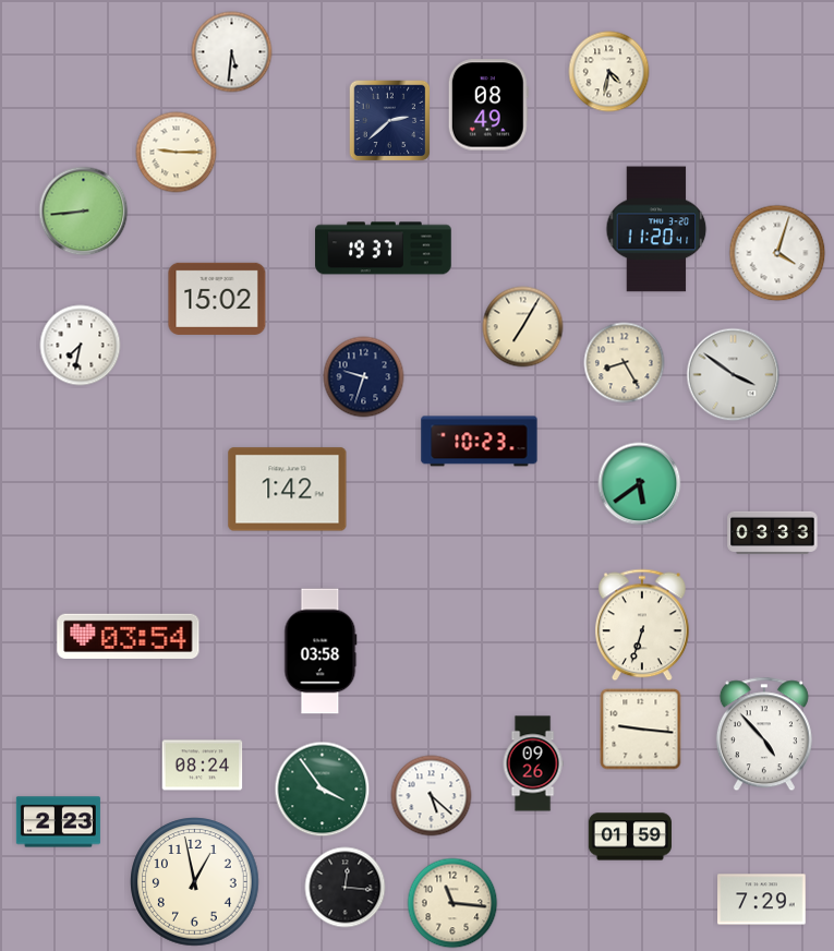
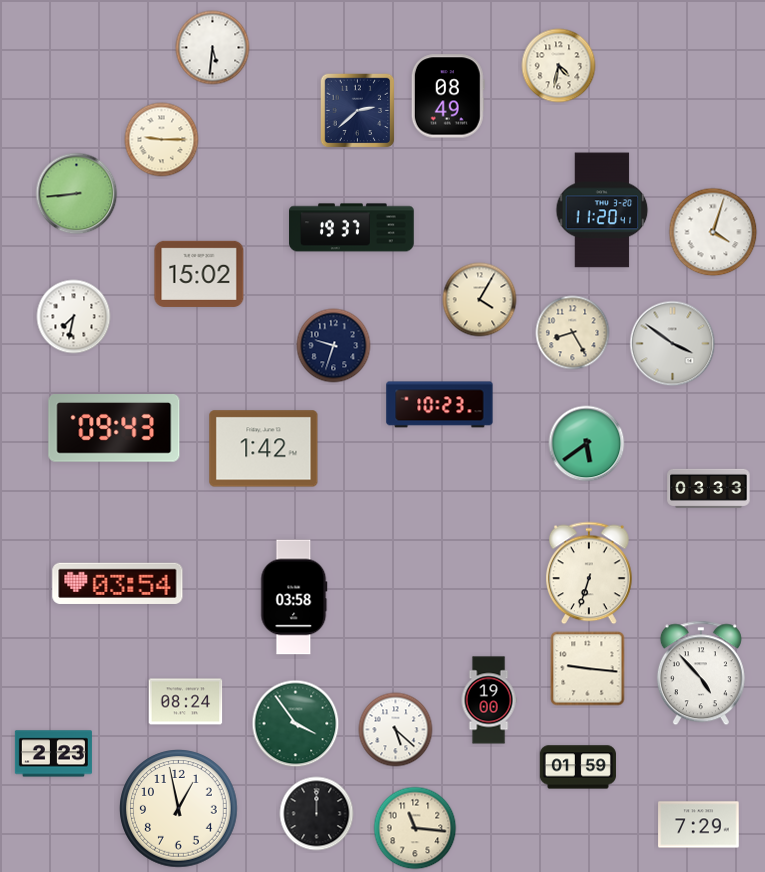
clock at (523, 327): 7:05 -> 4:05
clock at (114, 428): none -> 09:43
clock at (533, 763): 09:26 -> 19:00
clock at (346, 888): 12:16 -> 12:00
